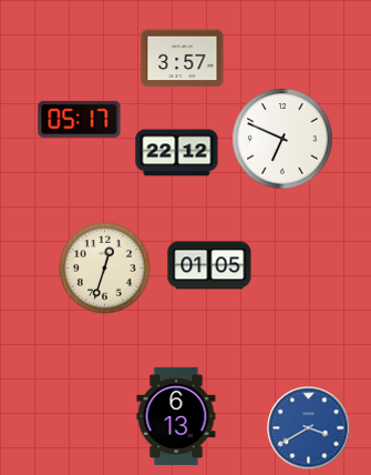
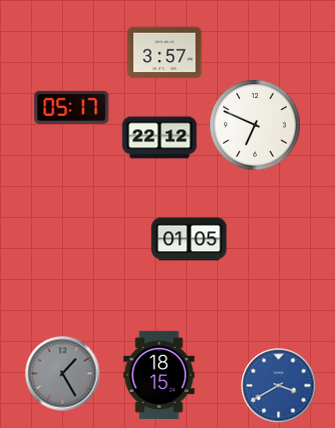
clock at (105, 269): 12:33 -> none
clock at (63, 374): none -> 1:25
clock at (176, 416): 6:13 -> 18:15
